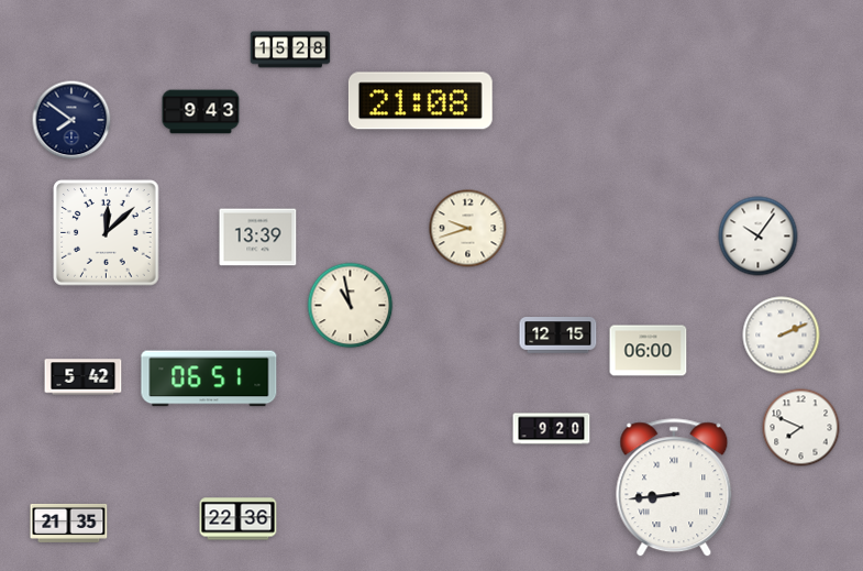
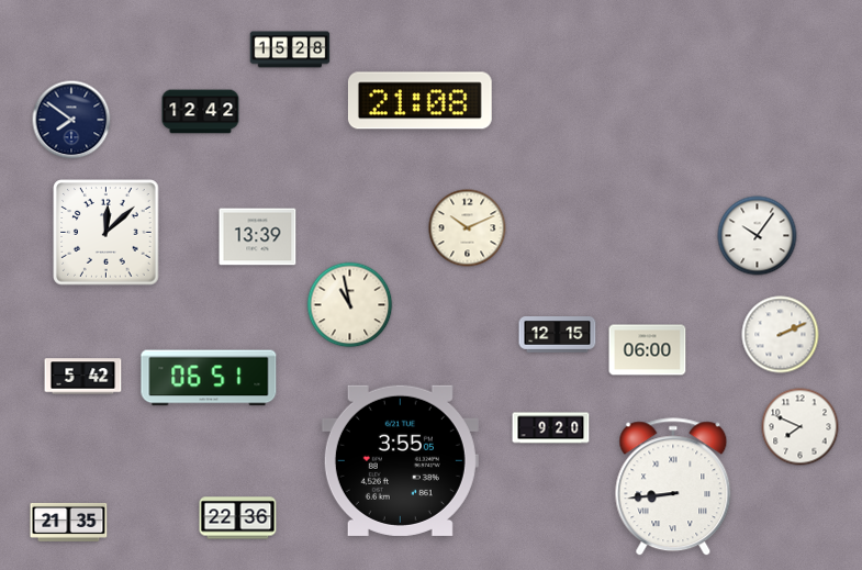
clock at (201, 112): 9:43 -> 12:42
clock at (468, 229): 9:42 -> 10:11
clock at (400, 460): none -> 3:55
